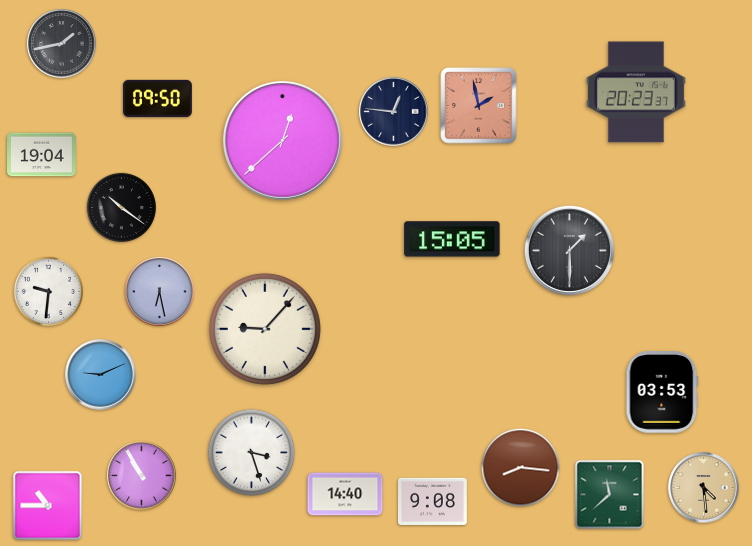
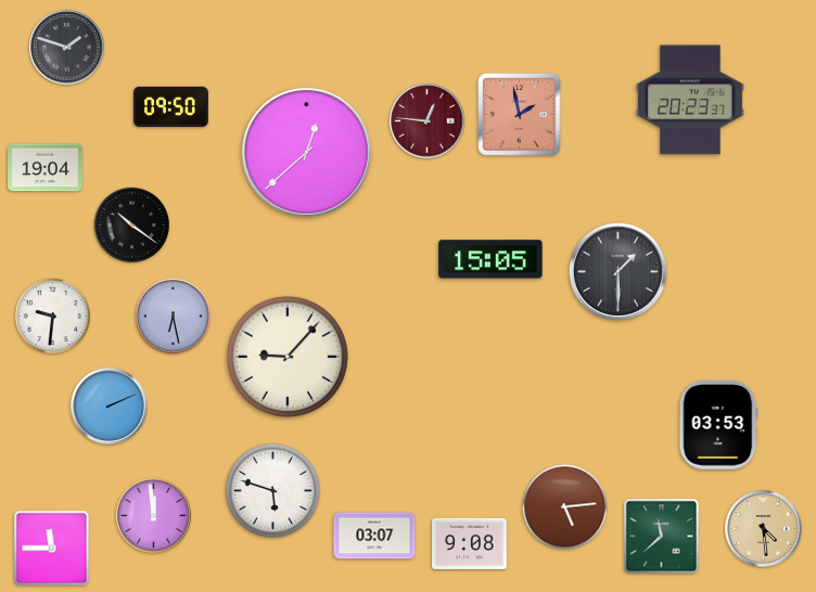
clock at (62, 44): 1:43 -> 1:48
clock at (394, 112) dial: navy -> burgundy
clock at (101, 375): 9:11 -> 2:11
clock at (252, 453): 3:27 -> 5:48
clock at (521, 468): 8:16 -> 5:14
clock at (142, 476): 10:55 -> 11:59
clock at (345, 494): 14:40 -> 03:07
clock at (48, 506): 10:45 -> 11:45
